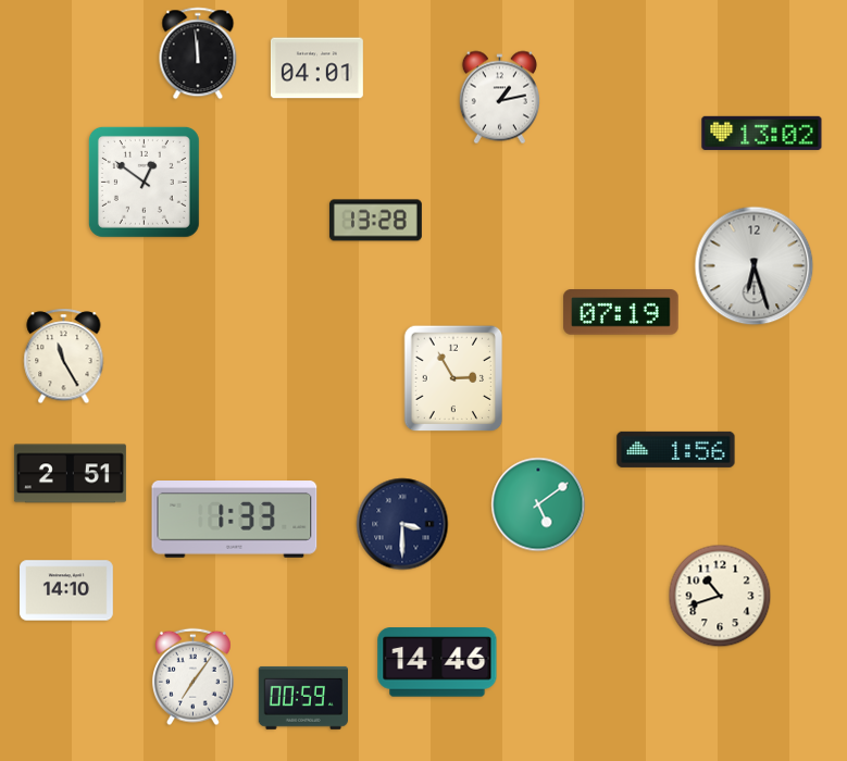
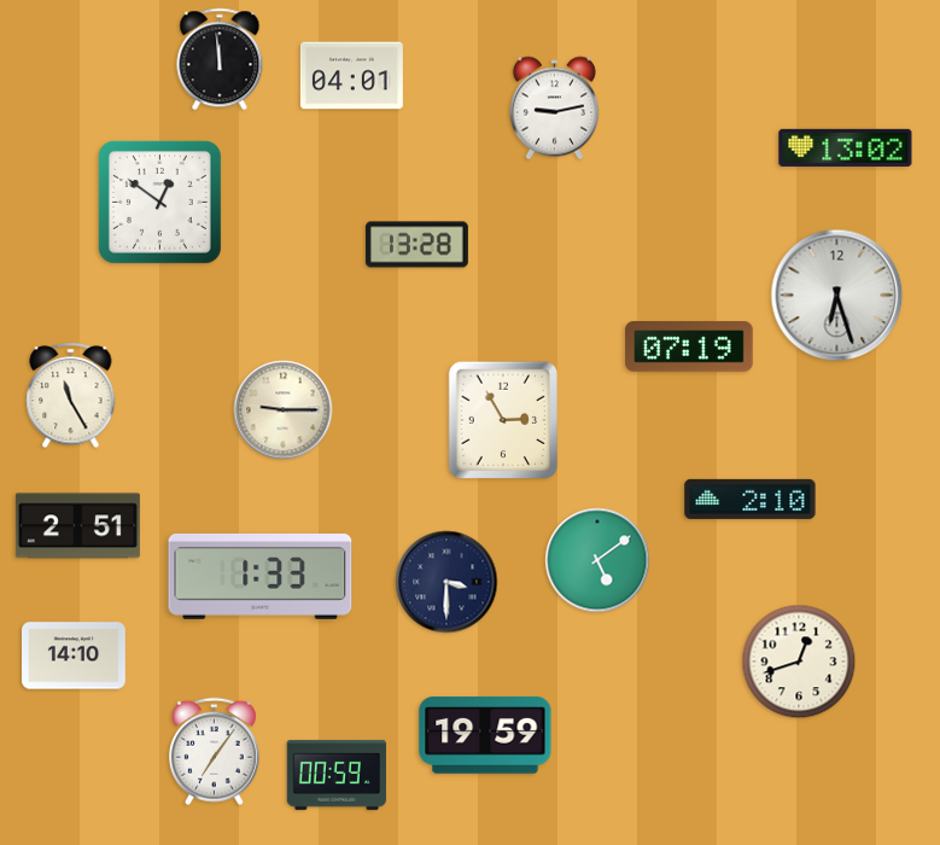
clock at (499, 98): 1:13 -> 9:13
clock at (284, 410): none -> 9:15
clock at (676, 449): 1:56 -> 2:10
clock at (720, 596): 10:42 -> 12:42
clock at (437, 662): 14:46 -> 19:59
